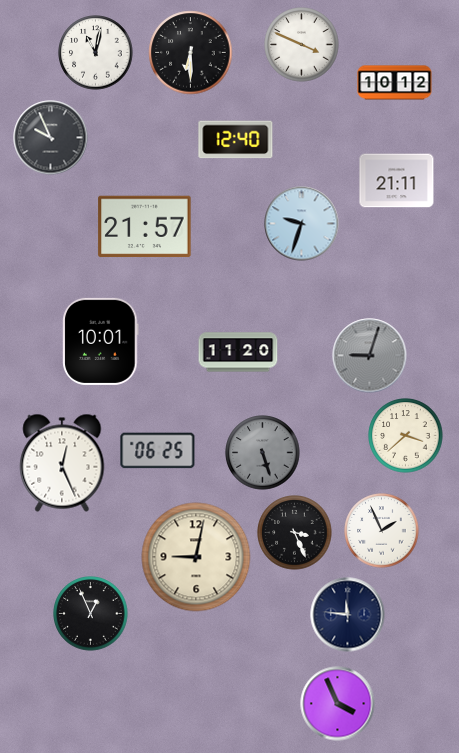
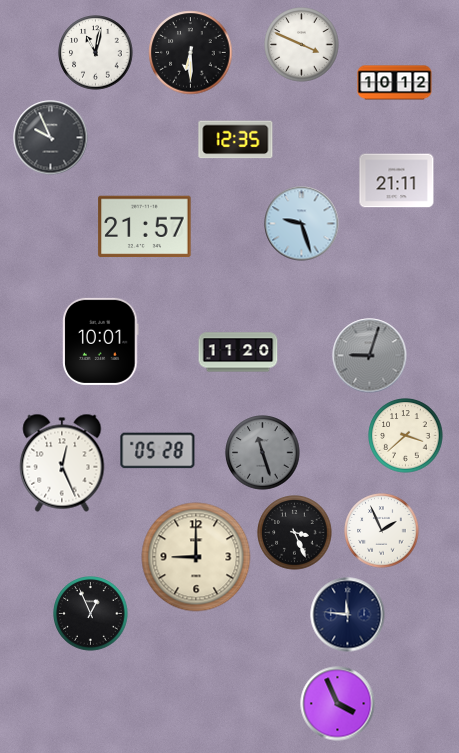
clock at (236, 140): 12:40 -> 12:35
clock at (302, 224): 9:33 -> 9:27
clock at (158, 451): 06:25 -> 05:28
clock at (263, 453): 5:27 -> 11:27
clock at (196, 557): 9:02 -> 9:00
